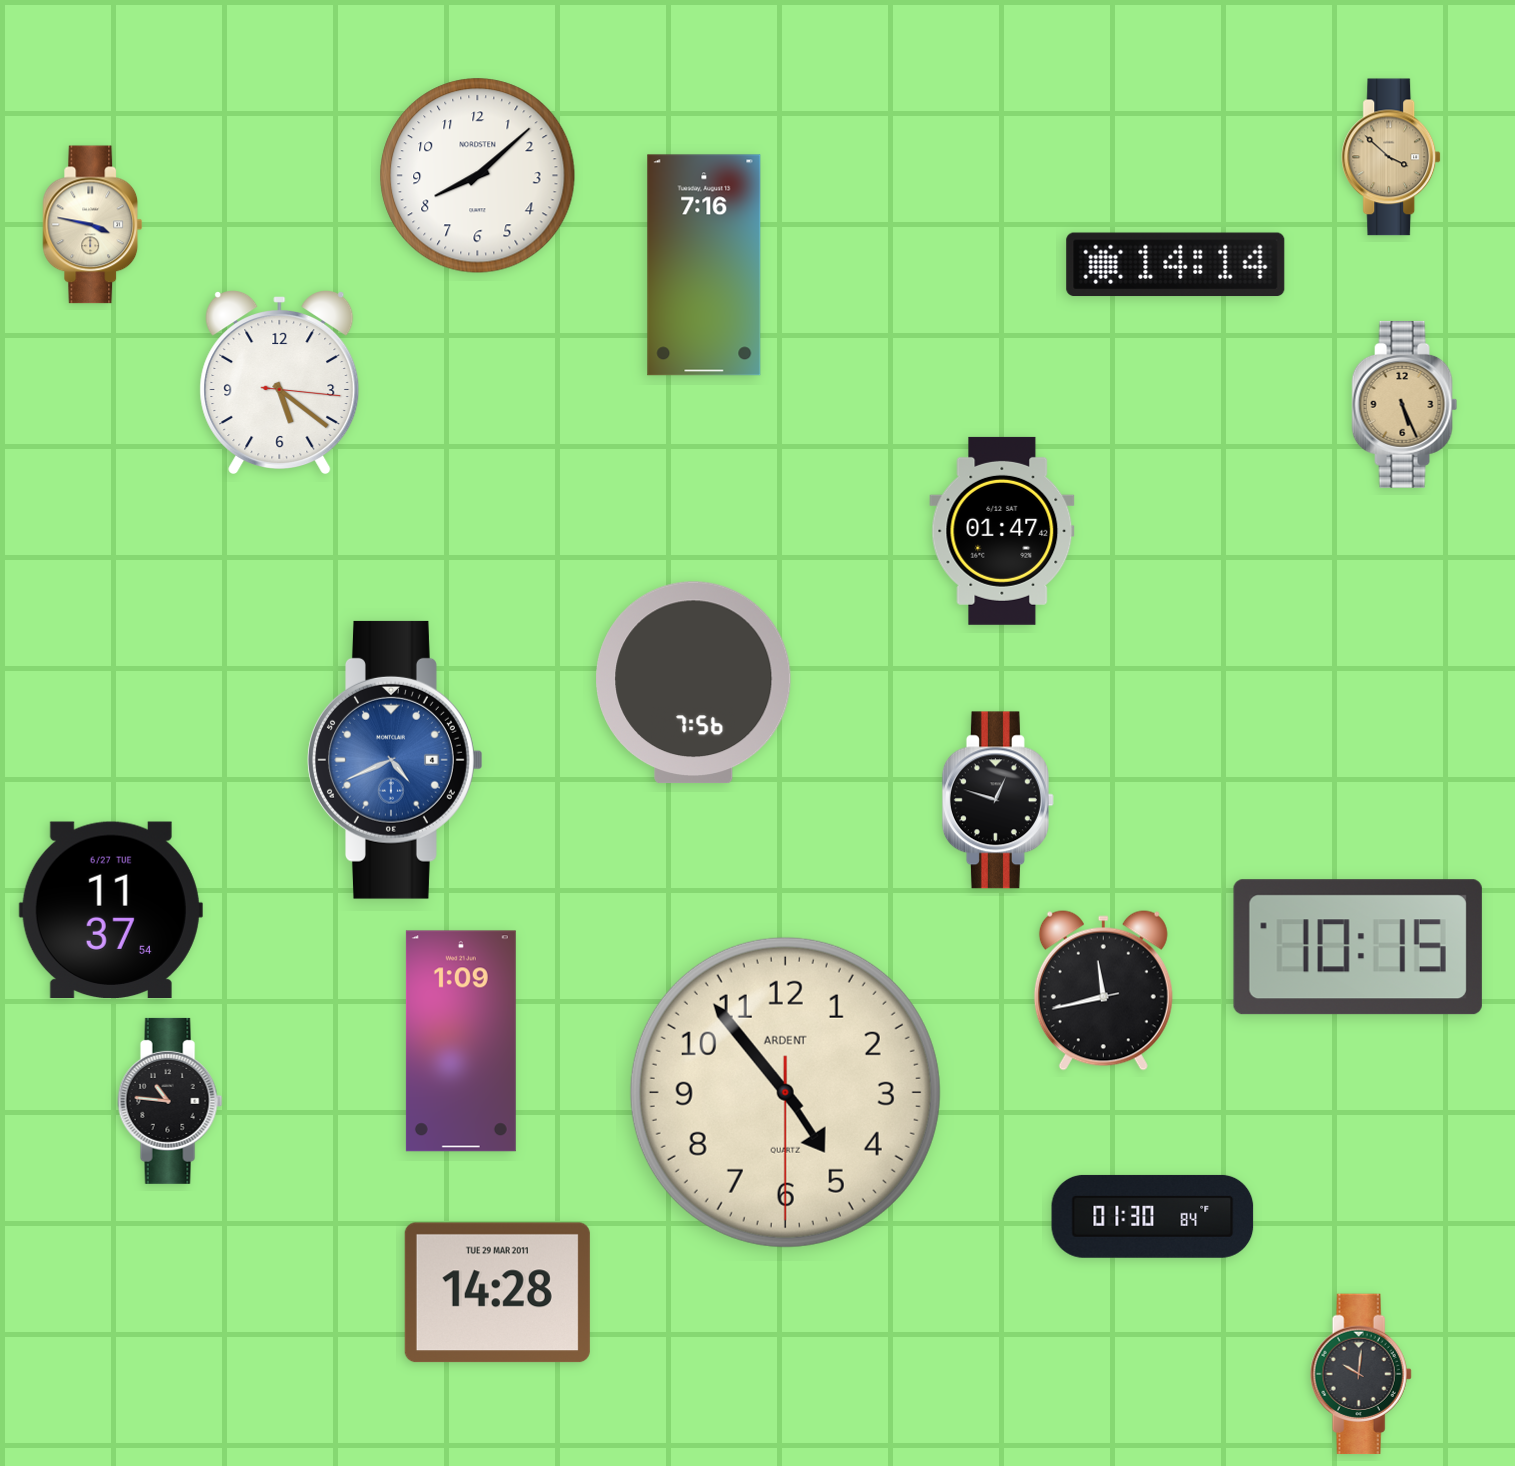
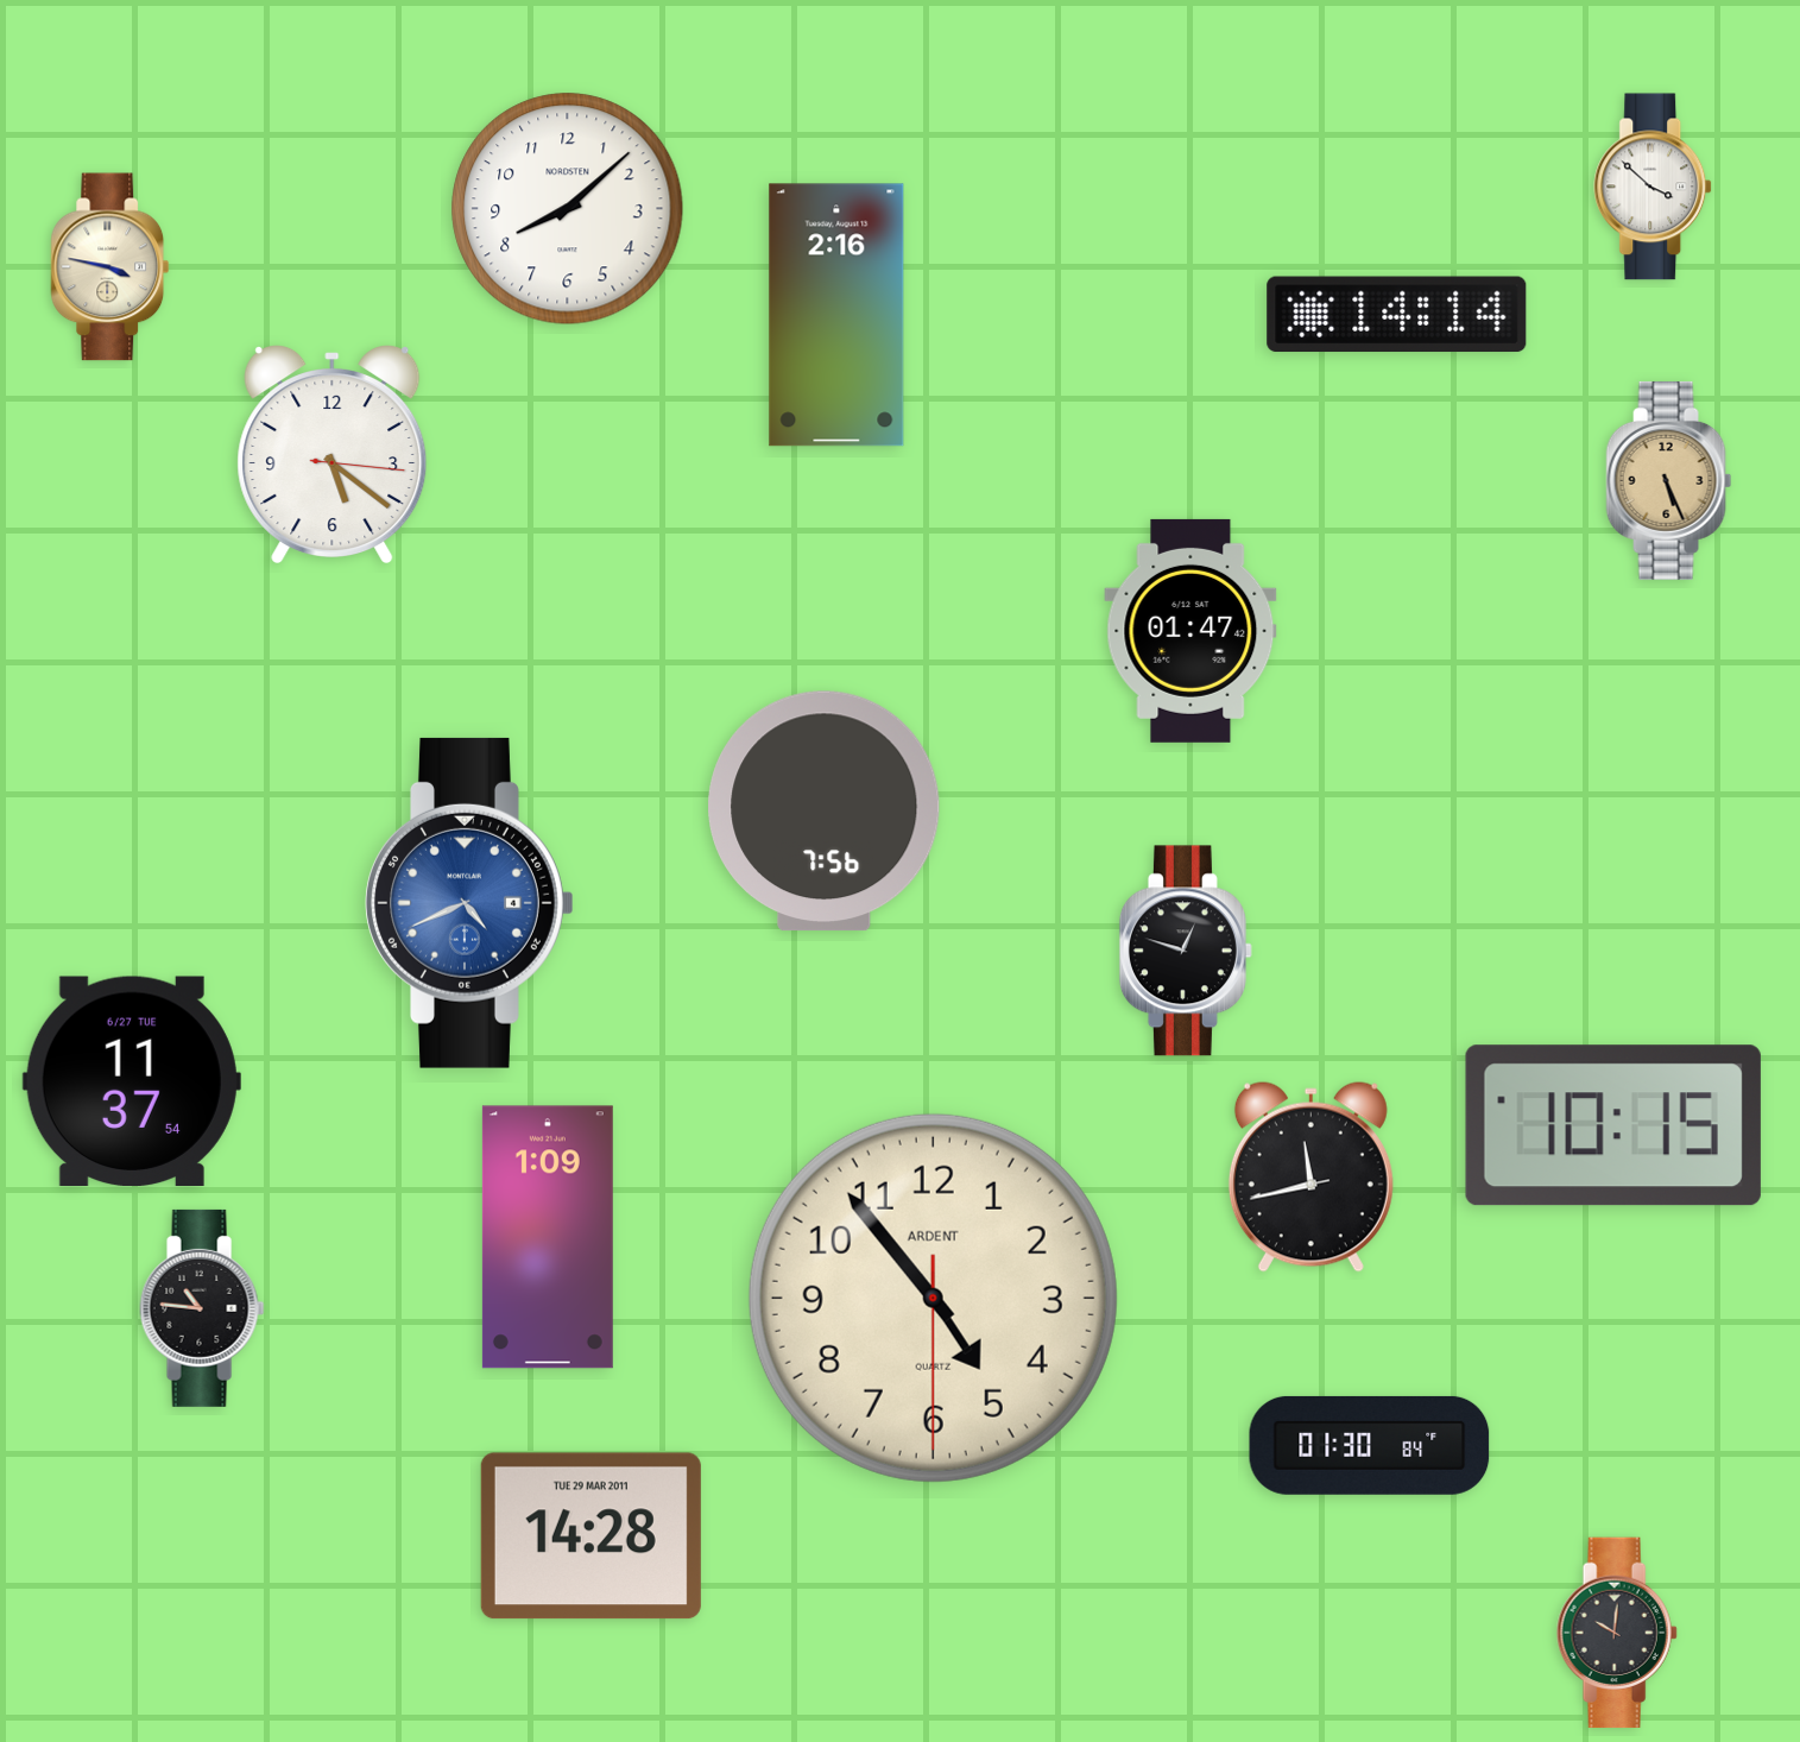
clock at (1392, 157) dial: champagne -> white
clock at (704, 265): 7:16 -> 2:16
